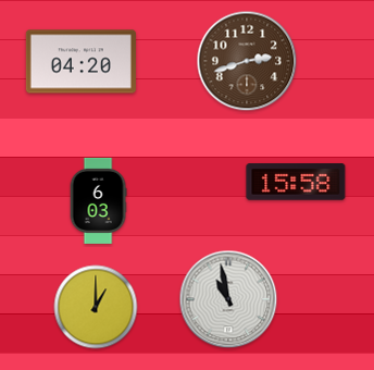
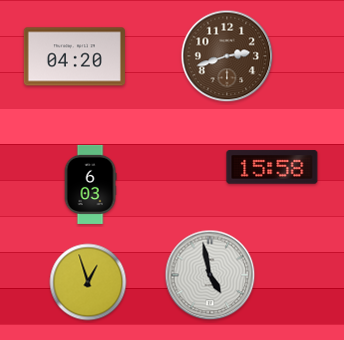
clock at (228, 299): 10:58 -> 4:58
clock at (96, 307): 1:00 -> 12:57
